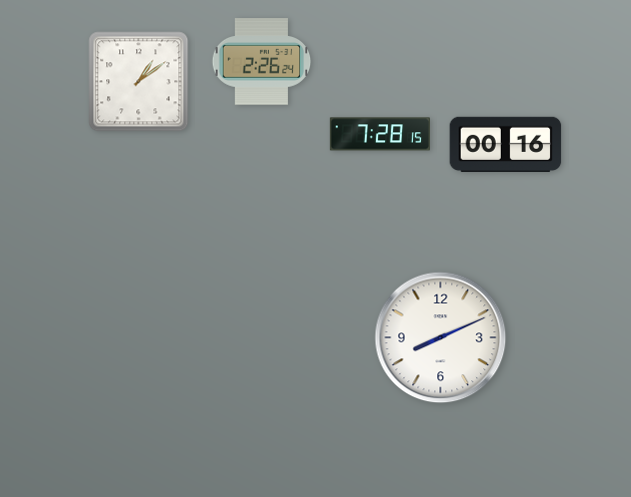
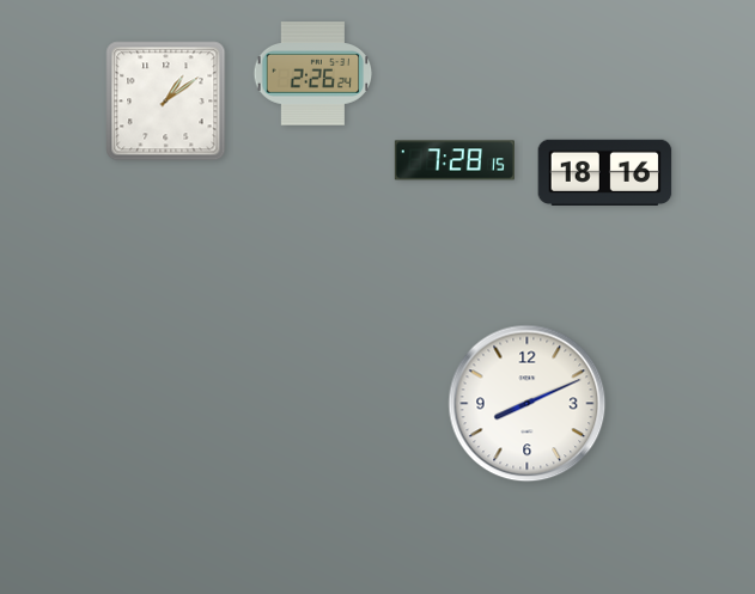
clock at (139, 82) position: (139, 82) -> (166, 102)
clock at (506, 144): 00:16 -> 18:16
